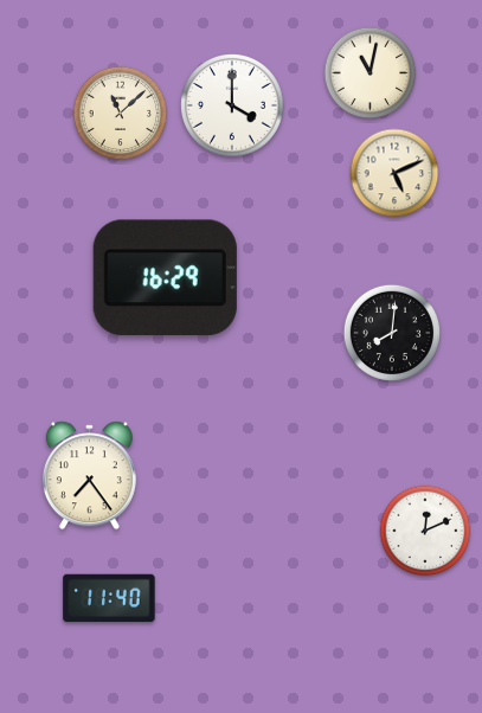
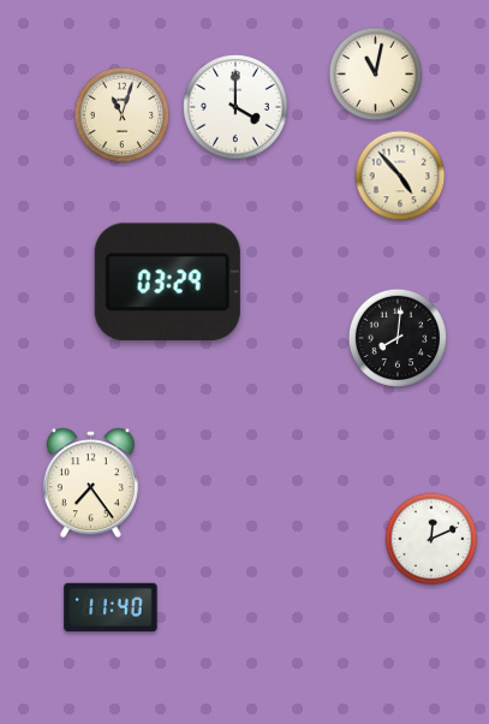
clock at (121, 114): 11:08 -> 11:03
clock at (394, 173): 5:11 -> 4:53
clock at (165, 278): 16:29 -> 03:29
